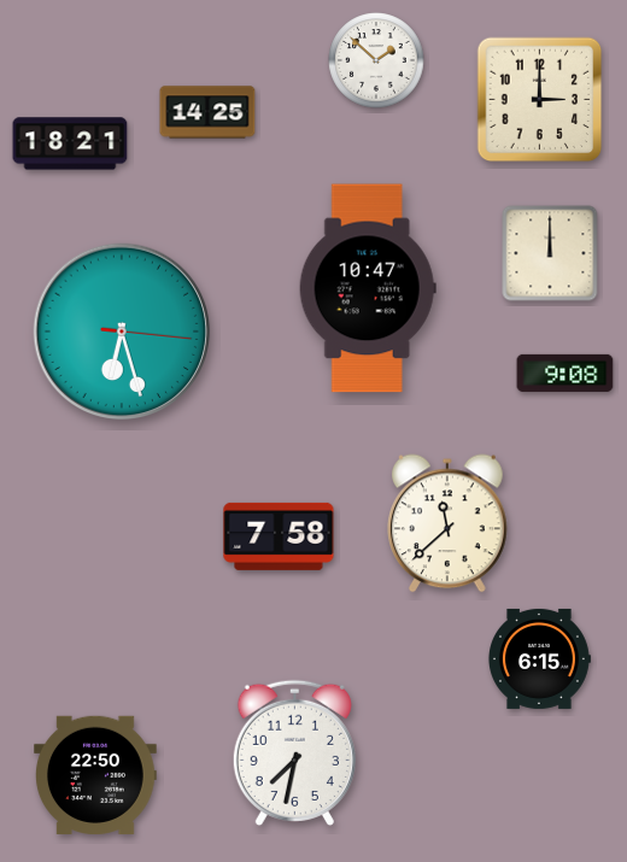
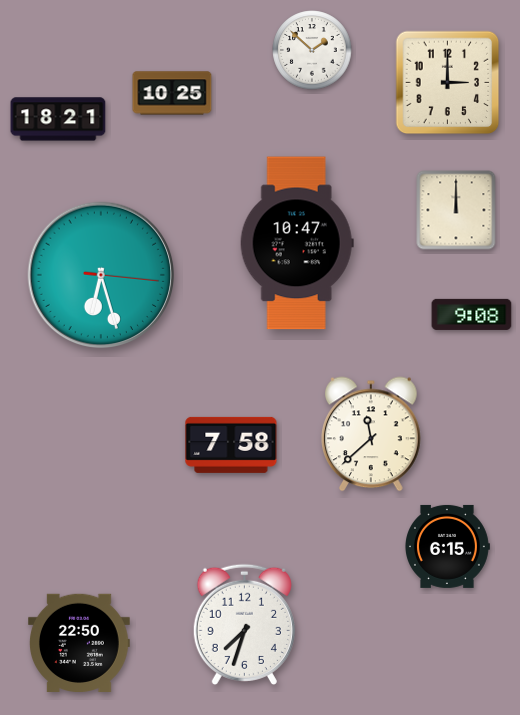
clock at (207, 112): 14:25 -> 10:25
clock at (368, 288) position: (368, 288) -> (297, 243)
clock at (566, 373) position: (566, 373) -> (472, 314)
clock at (294, 752): 7:32 -> 7:33
